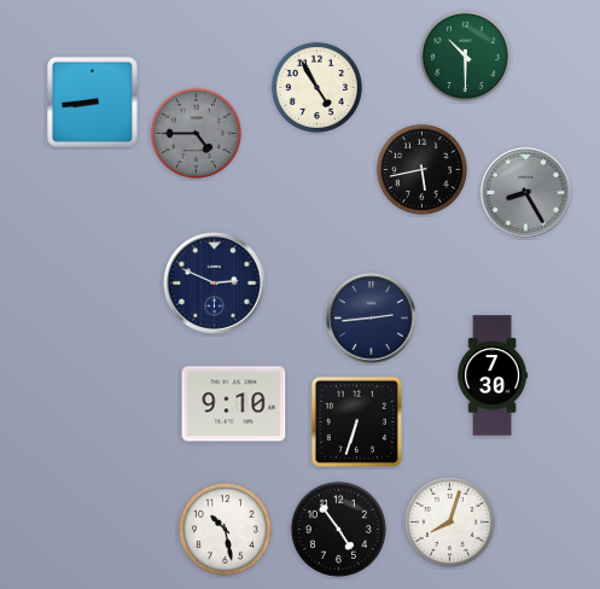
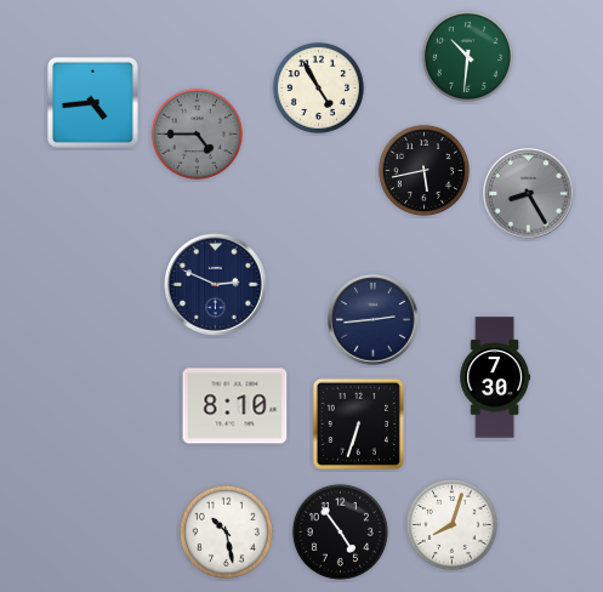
clock at (465, 56): 10:30 -> 10:31
clock at (92, 101): 8:44 -> 4:44
clock at (234, 404): 9:10 -> 8:10
